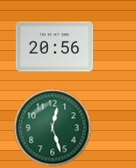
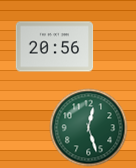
clock at (52, 127) position: (52, 127) -> (88, 127)
